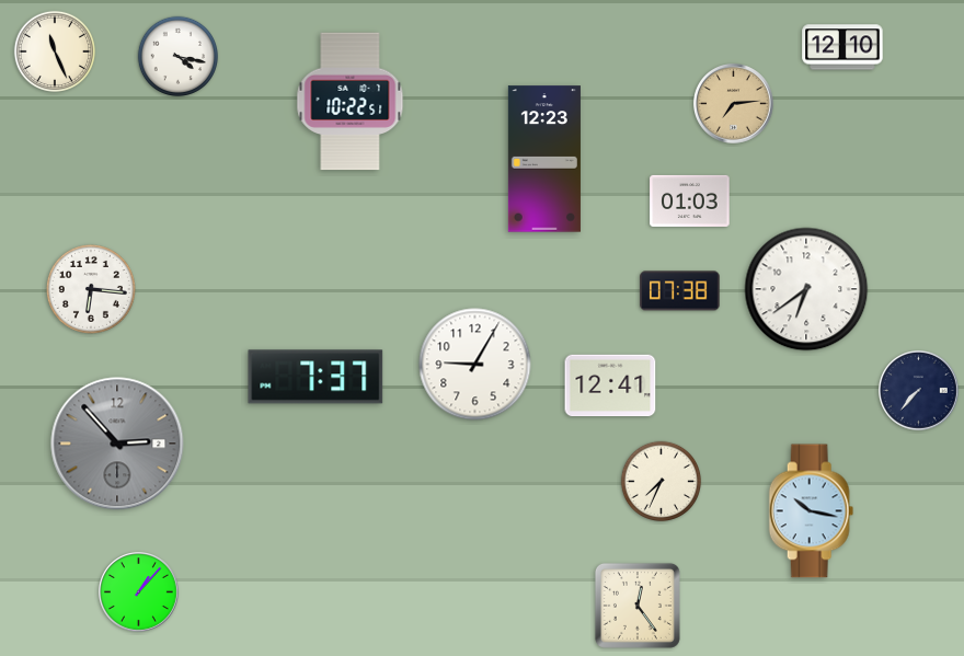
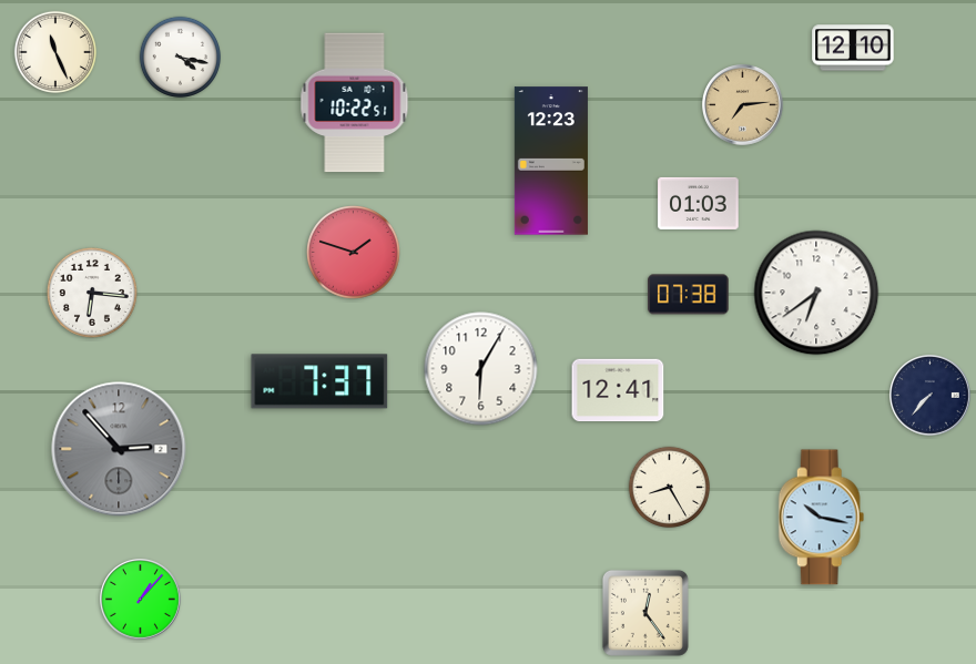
clock at (354, 253): none -> 1:48
clock at (475, 365): 9:05 -> 6:05
clock at (662, 482): 7:34 -> 8:25
